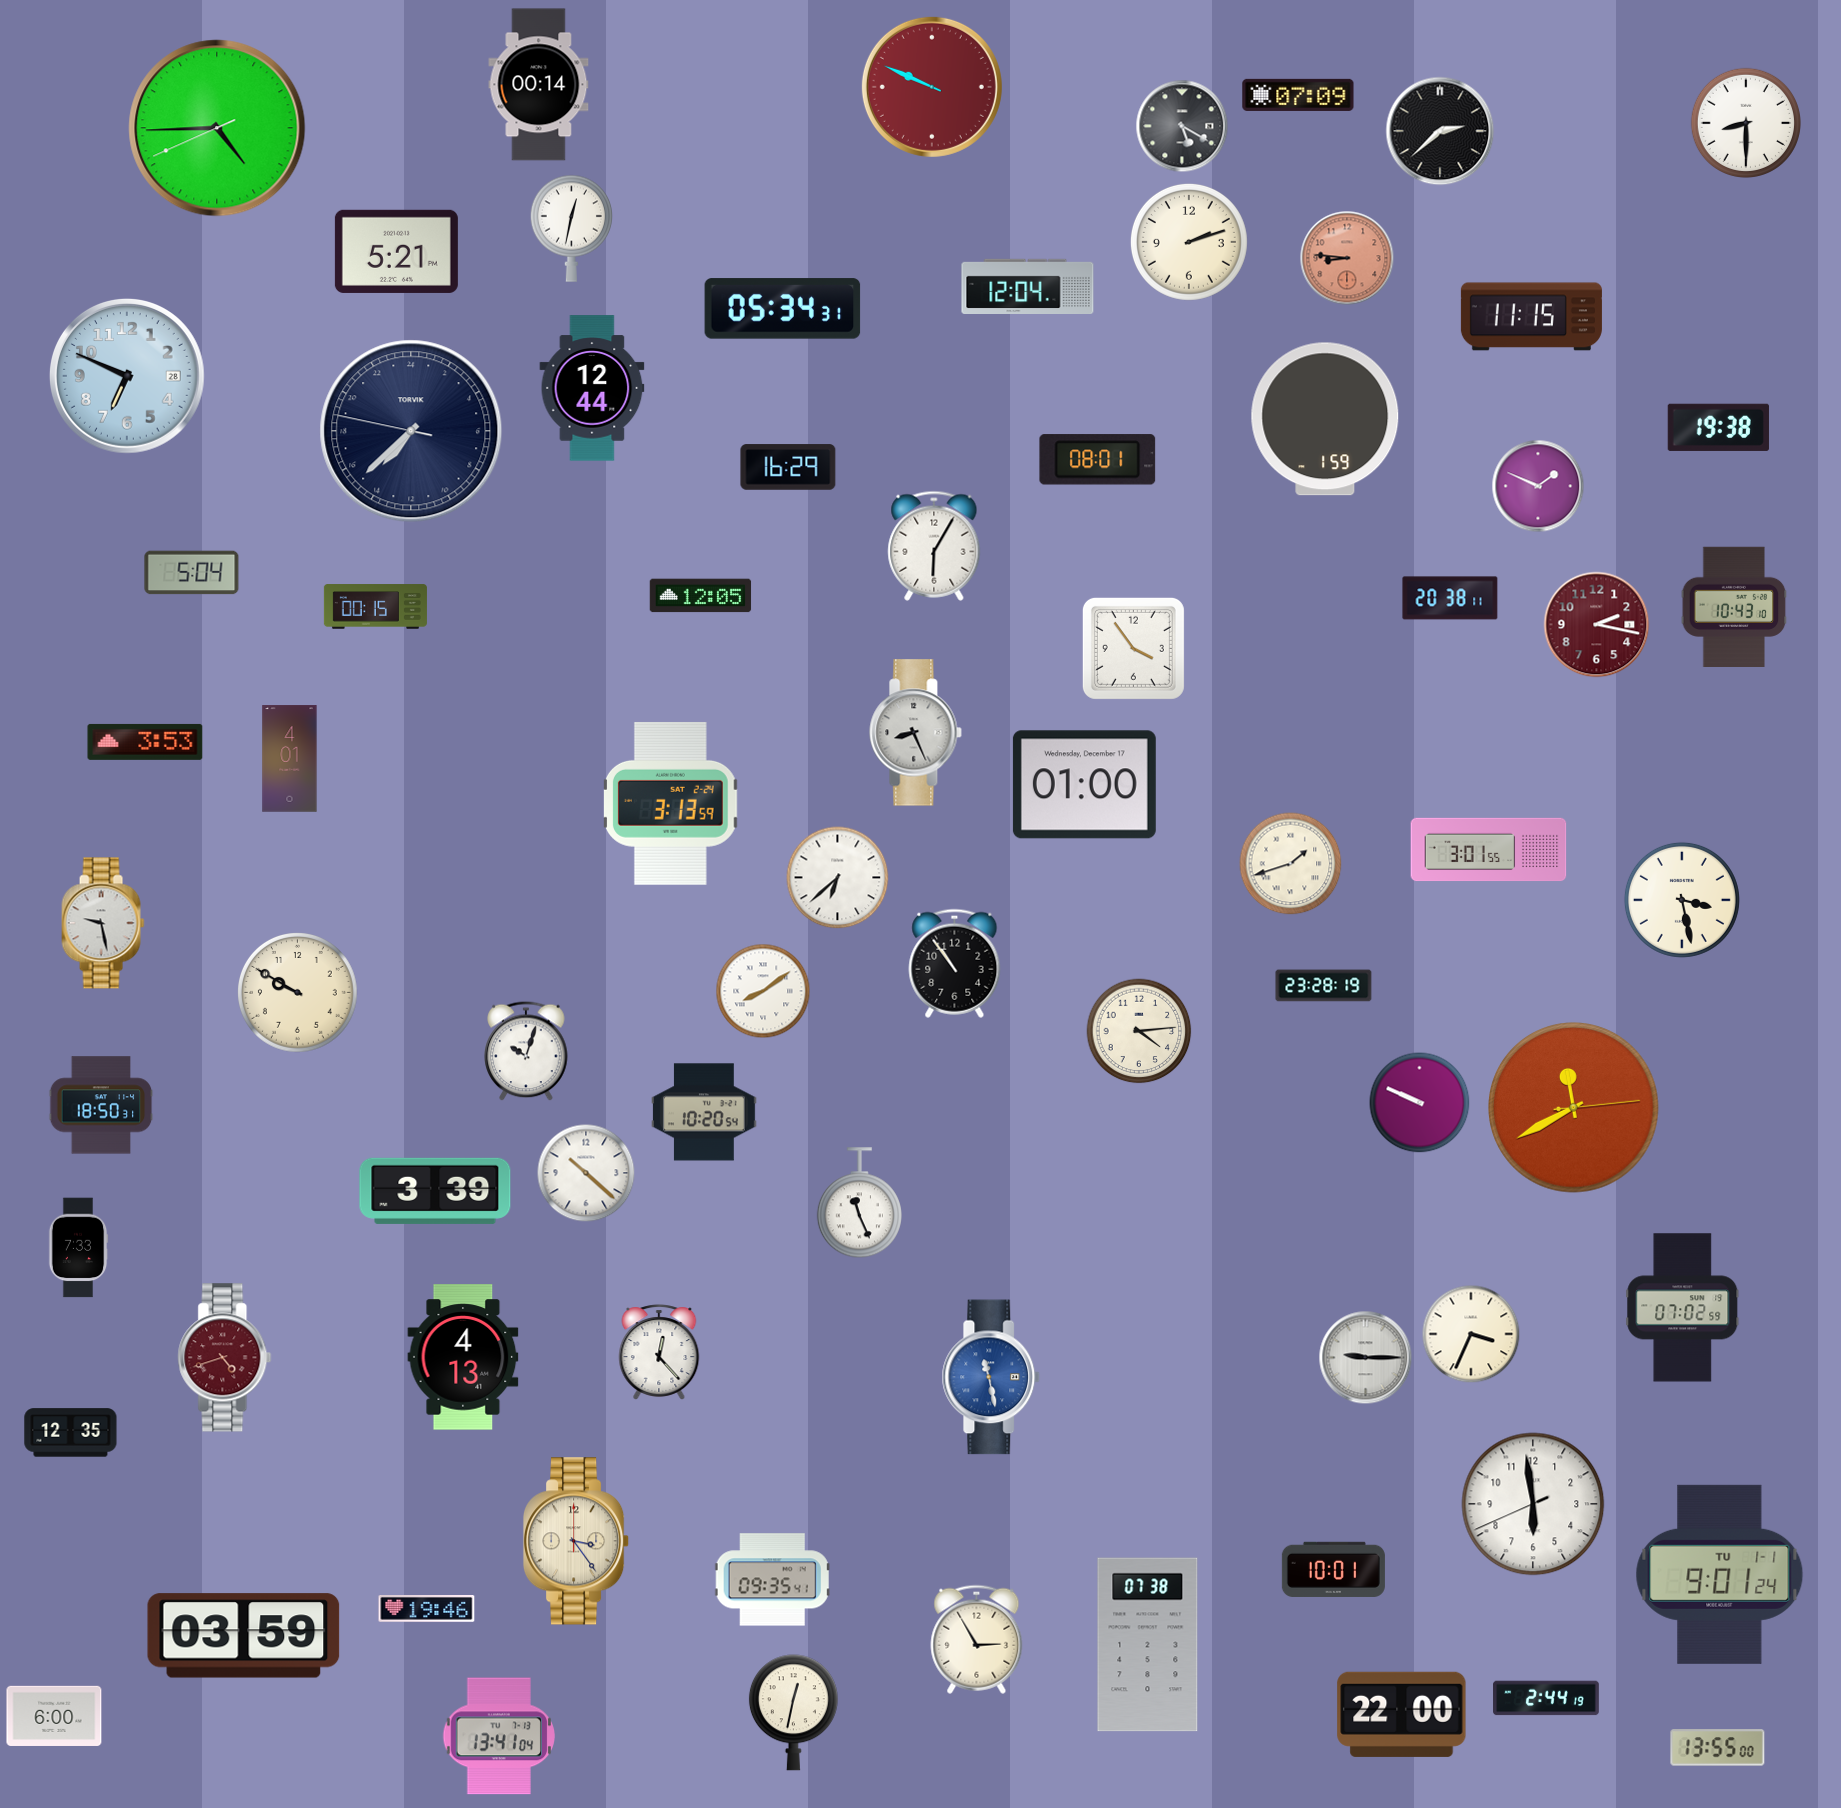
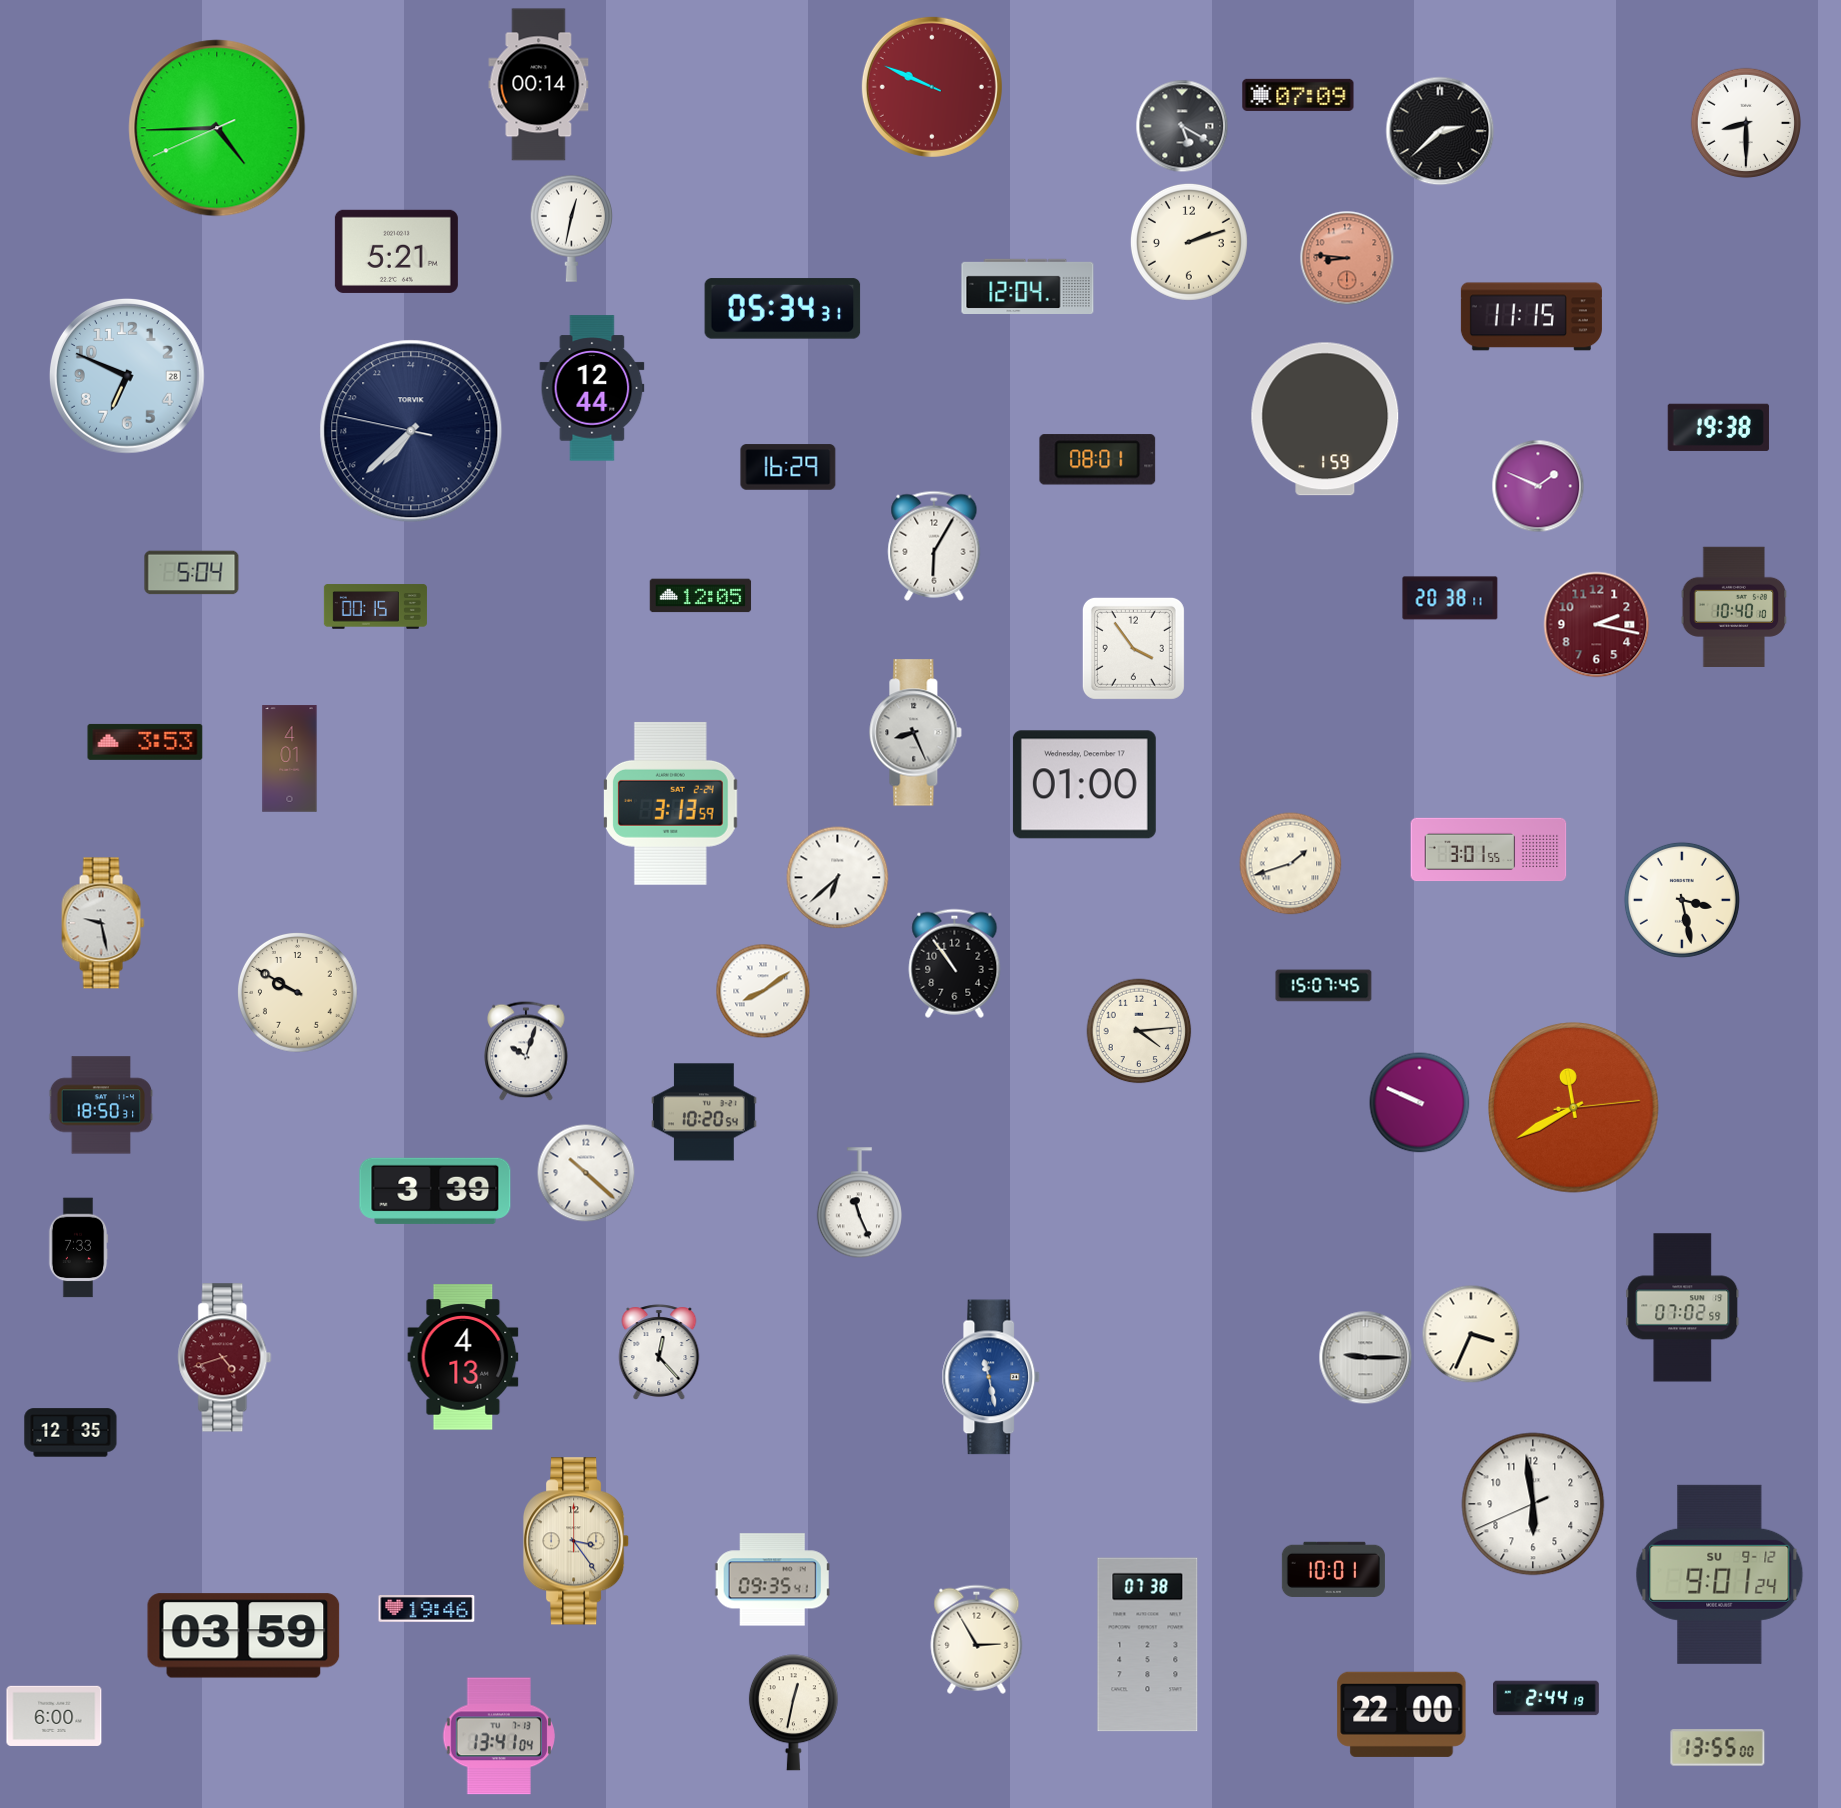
clock at (1734, 606): 10:43 -> 10:40
clock at (1324, 986): 23:28 -> 15:07
clock at (1720, 1574) date: TU 1-1 -> SU 9-12
